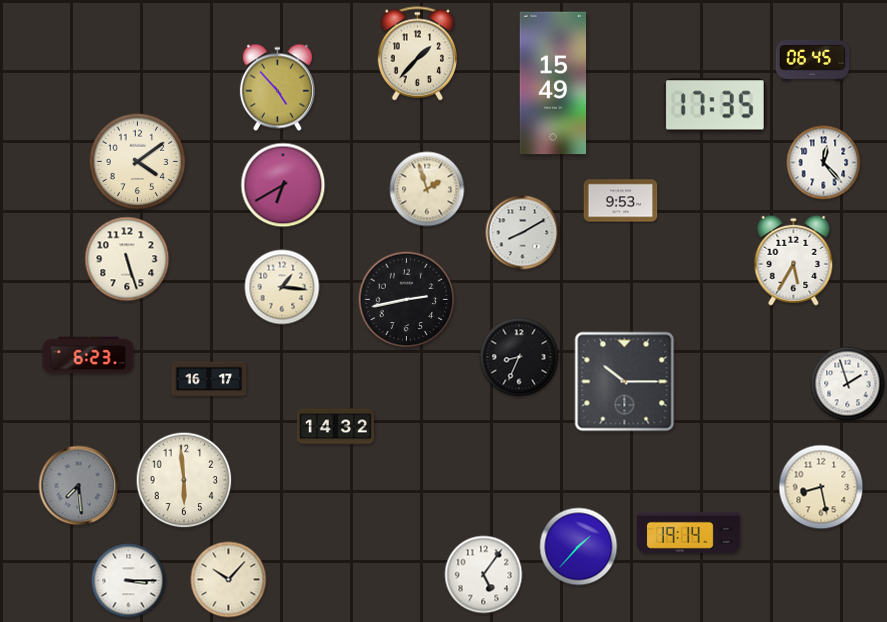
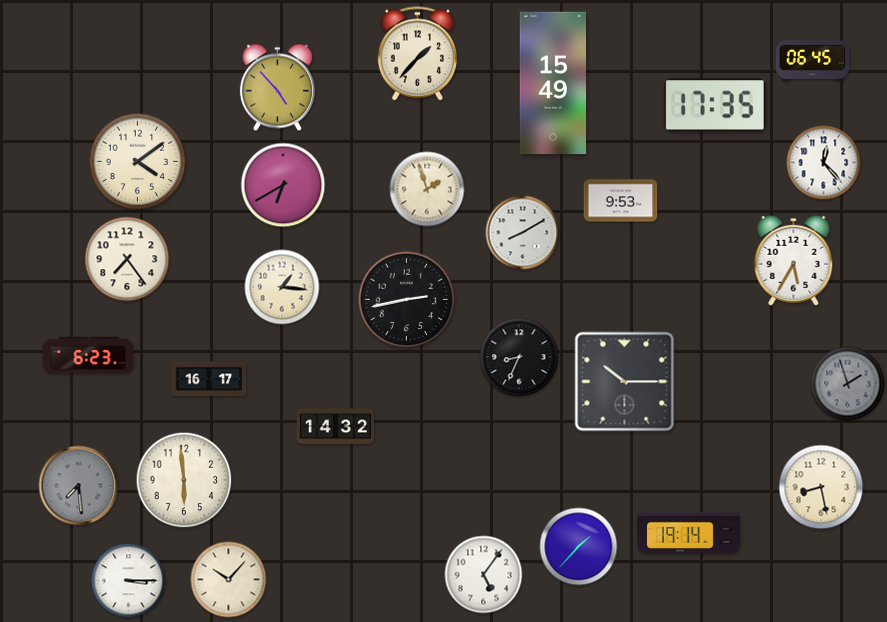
clock at (127, 259): 5:27 -> 7:24
clock at (848, 384) dial: white -> grey
